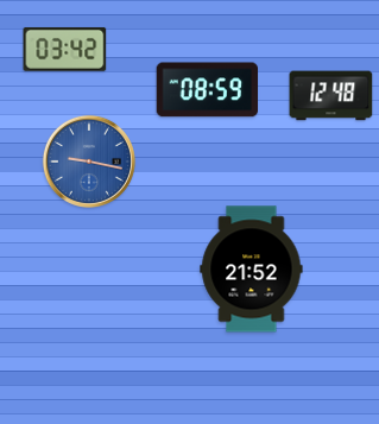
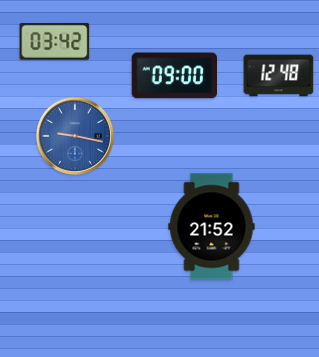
clock at (207, 90): 08:59 -> 09:00
clock at (331, 96) position: (331, 96) -> (279, 76)
